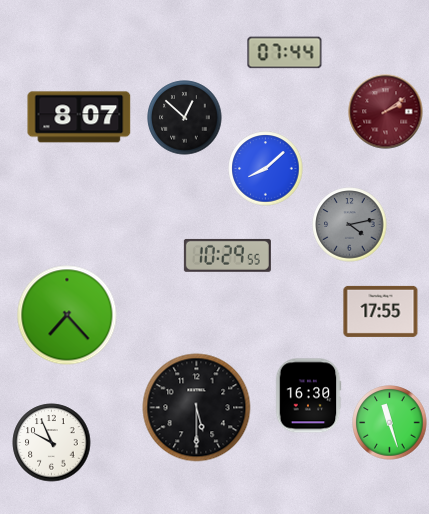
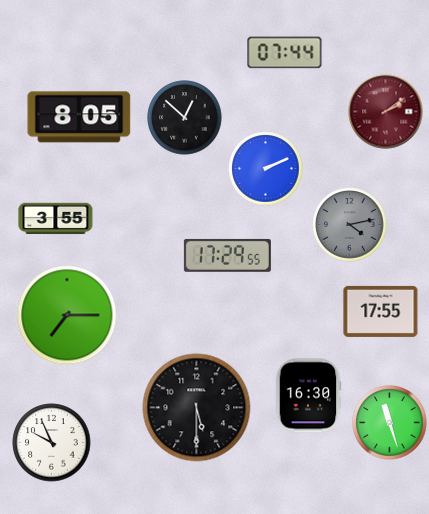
clock at (79, 117): 8:07 -> 8:05
clock at (266, 169): 8:08 -> 2:11
clock at (56, 219): none -> 3:55
clock at (227, 255): 10:29 -> 17:29
clock at (67, 315): 7:23 -> 7:15
